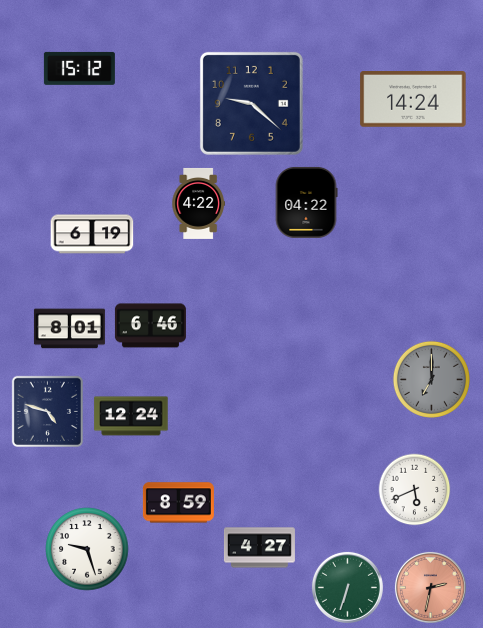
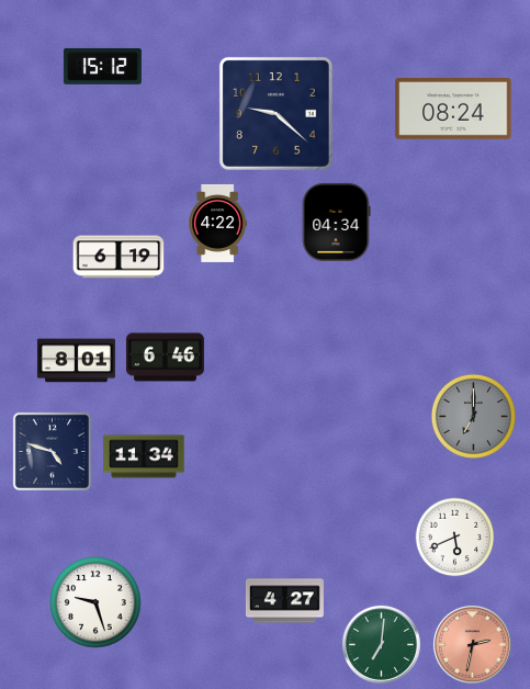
clock at (79, 68) position: (79, 68) -> (102, 66)
clock at (413, 100): 14:24 -> 08:24
clock at (306, 202): 04:22 -> 04:34
clock at (92, 234) position: (92, 234) -> (119, 257)
clock at (131, 416): 12:24 -> 11:34
clock at (178, 503): 8:59 -> none
clock at (347, 587): 6:33 -> 7:01
